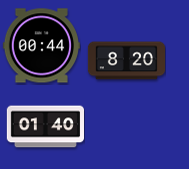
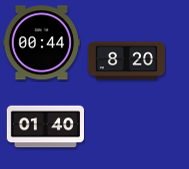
clock at (41, 46) position: (41, 46) -> (41, 43)
